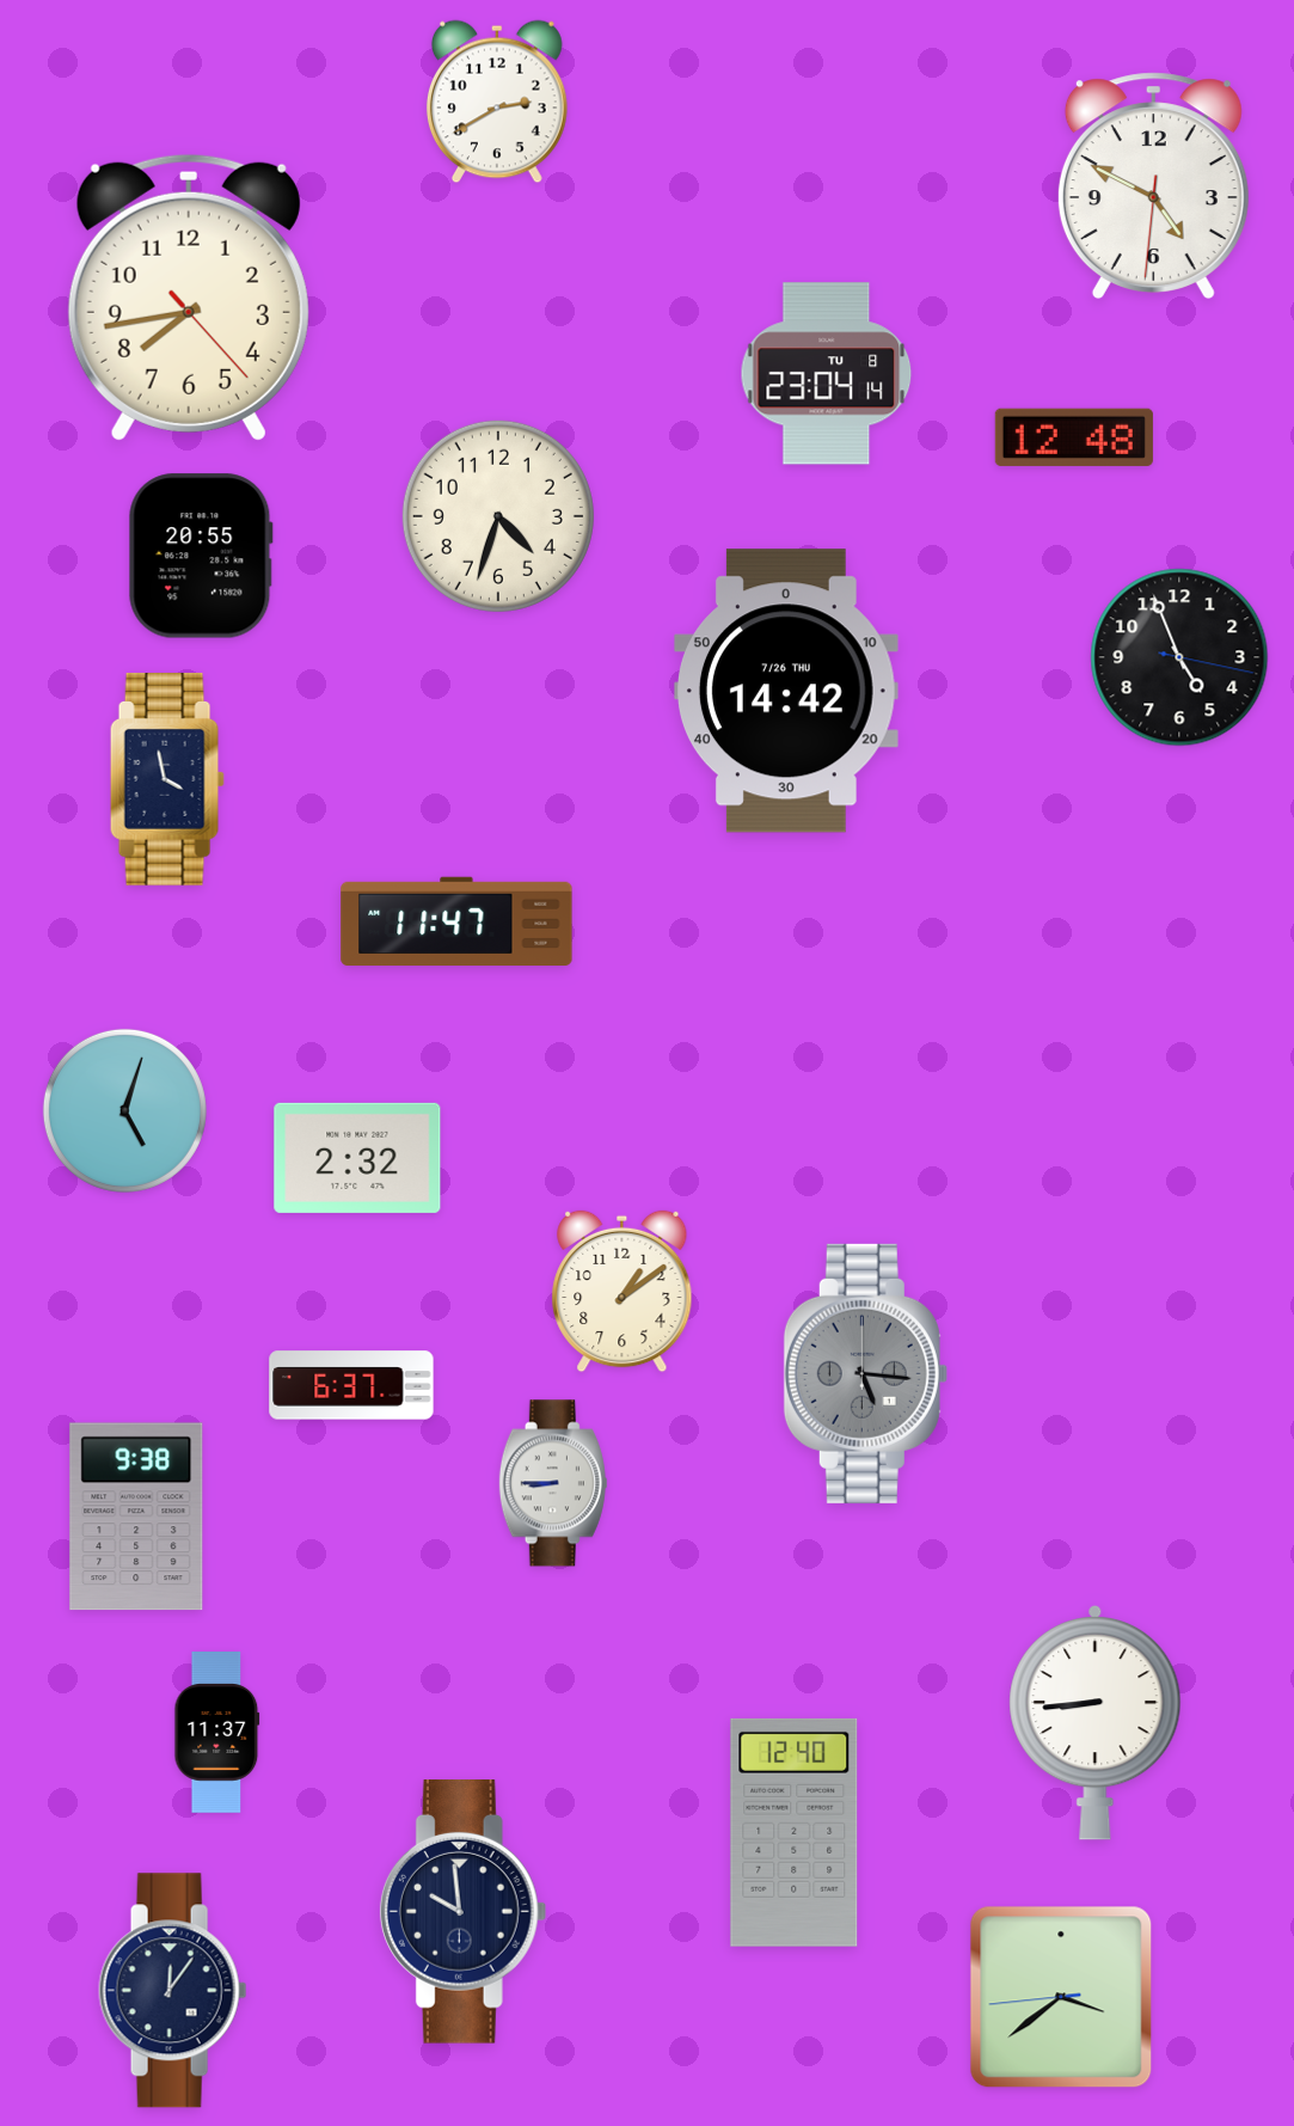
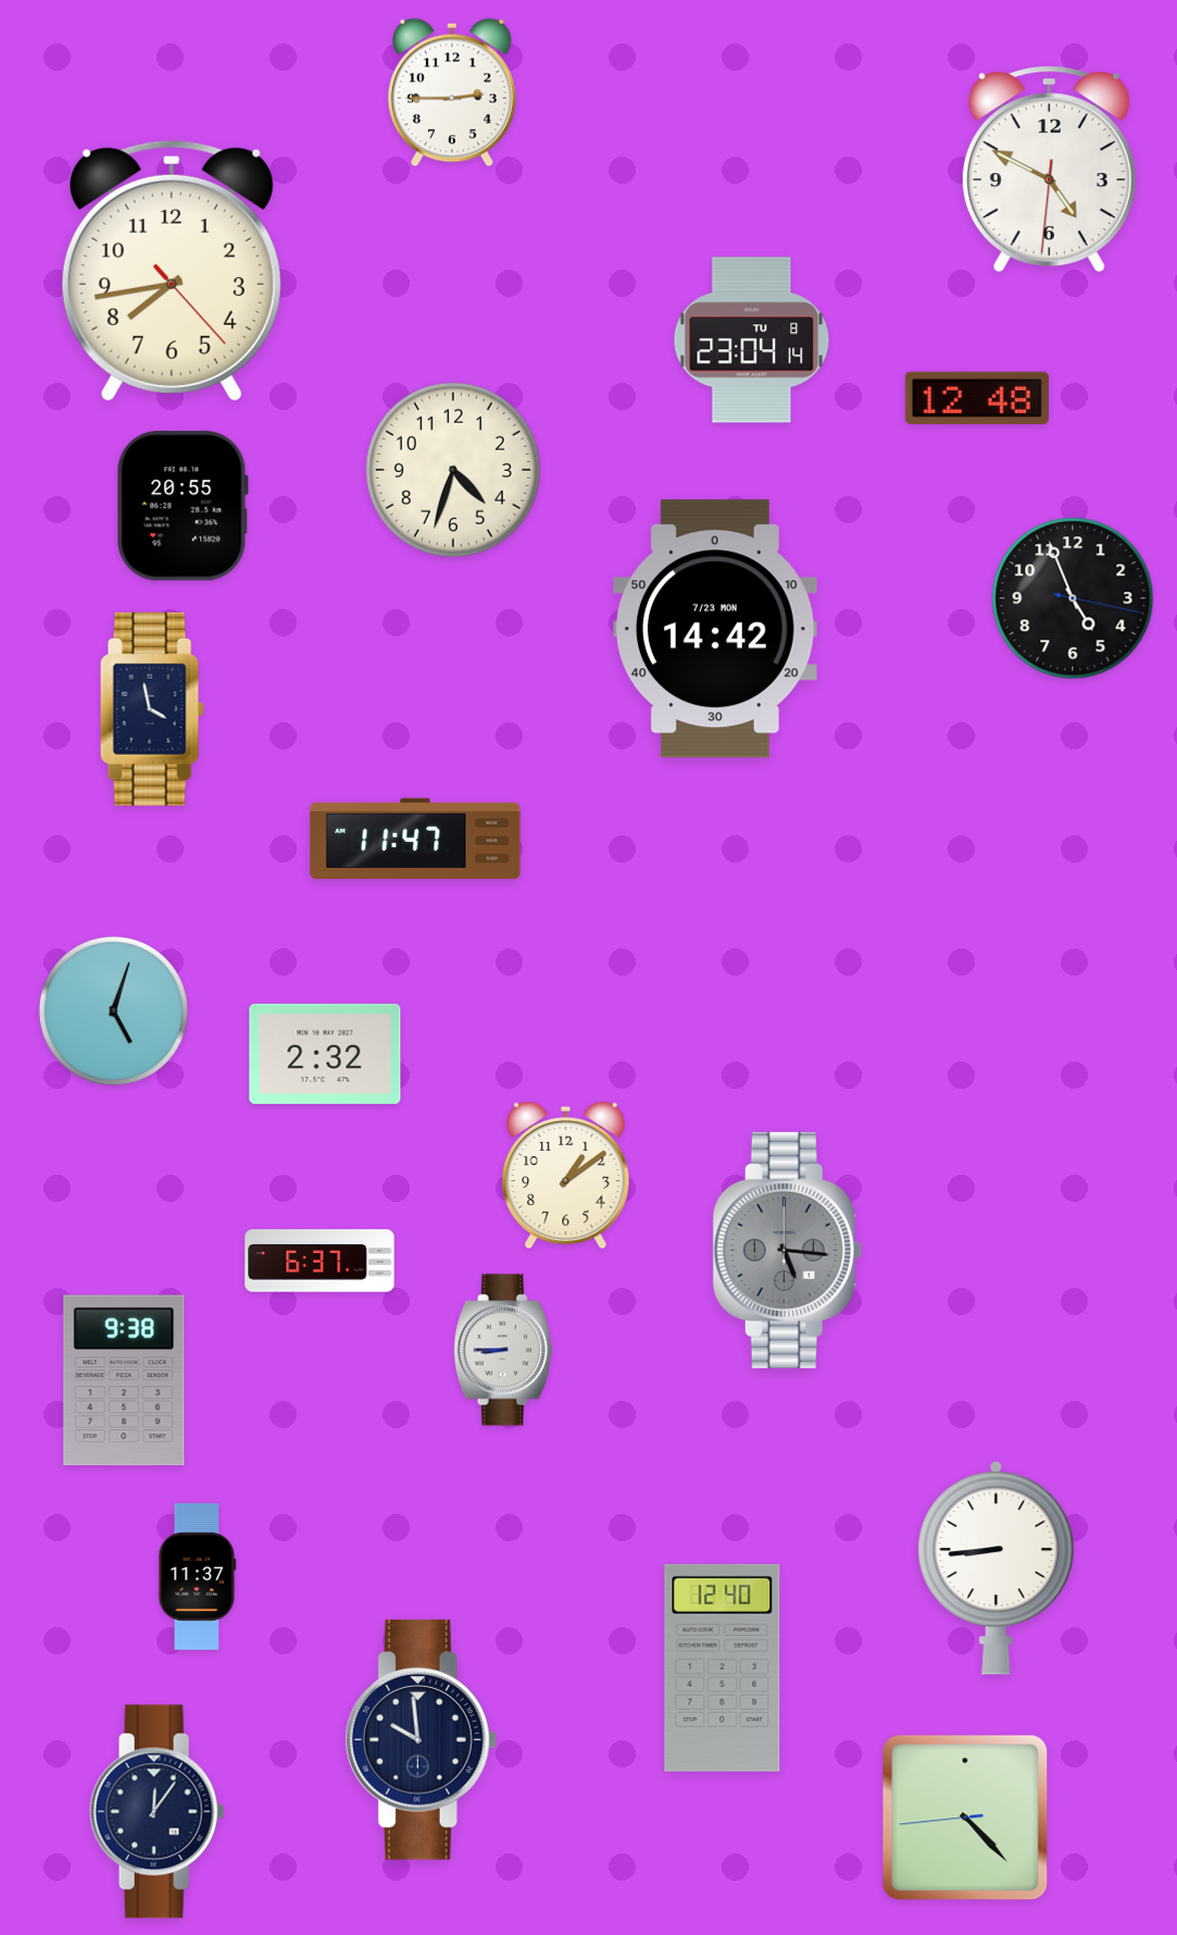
clock at (497, 102): 2:40 -> 2:45
clock at (786, 691) date: 7/26 THU -> 7/23 MON
clock at (1061, 1997): 3:38 -> 4:22
